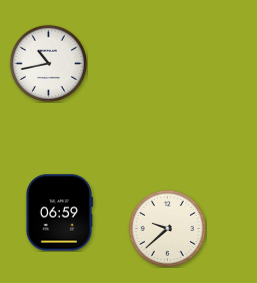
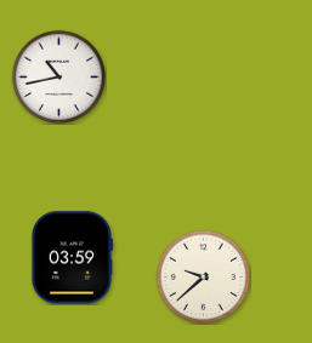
clock at (59, 213): 06:59 -> 03:59
